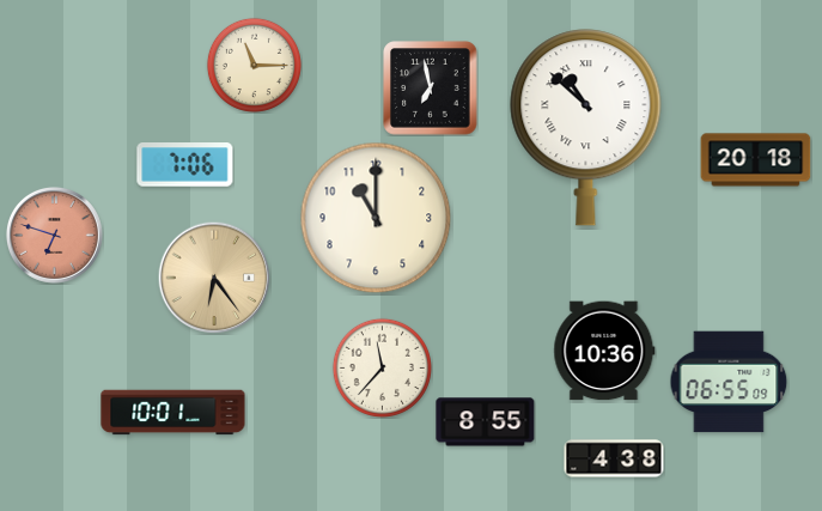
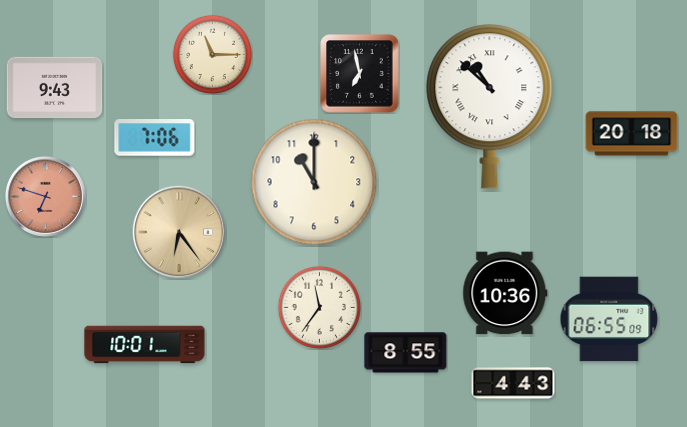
clock at (55, 88): none -> 9:43
clock at (382, 367): 11:37 -> 11:36
clock at (614, 458): 4:38 -> 4:43
